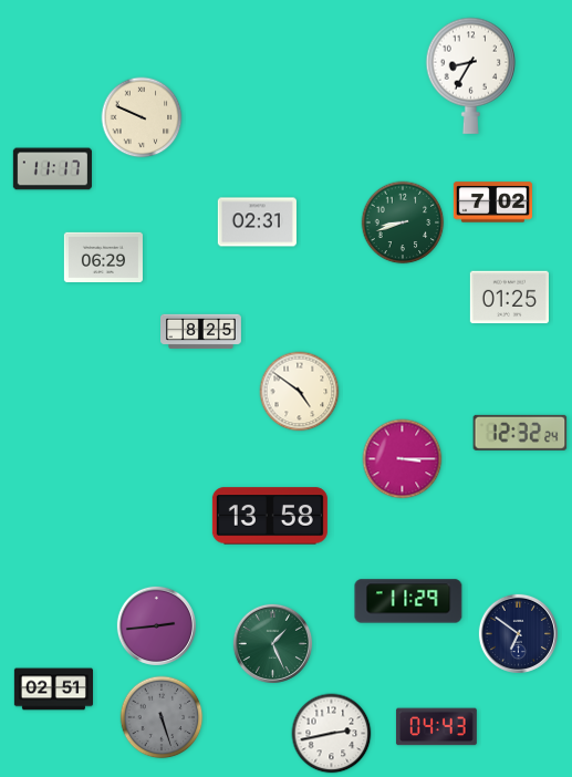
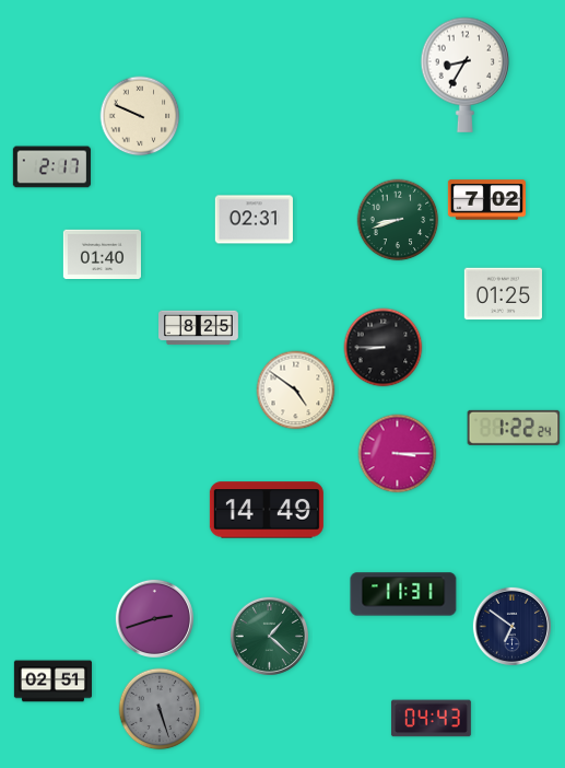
clock at (52, 169): 11:17 -> 2:17
clock at (103, 257): 06:29 -> 01:40
clock at (384, 348): none -> 8:45
clock at (300, 392) position: (300, 392) -> (296, 391)
clock at (520, 433): 12:32 -> 1:22
clock at (270, 516): 13:58 -> 14:49
clock at (408, 601): 11:29 -> 11:31
clock at (156, 625): 2:44 -> 2:42
clock at (272, 643): 1:26 -> 1:22
clock at (332, 734): 2:43 -> none
